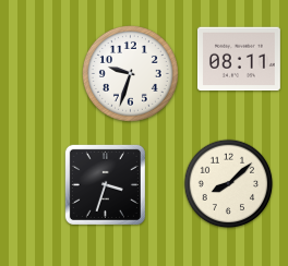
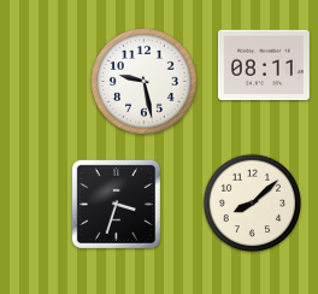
clock at (130, 73): 9:33 -> 9:28
